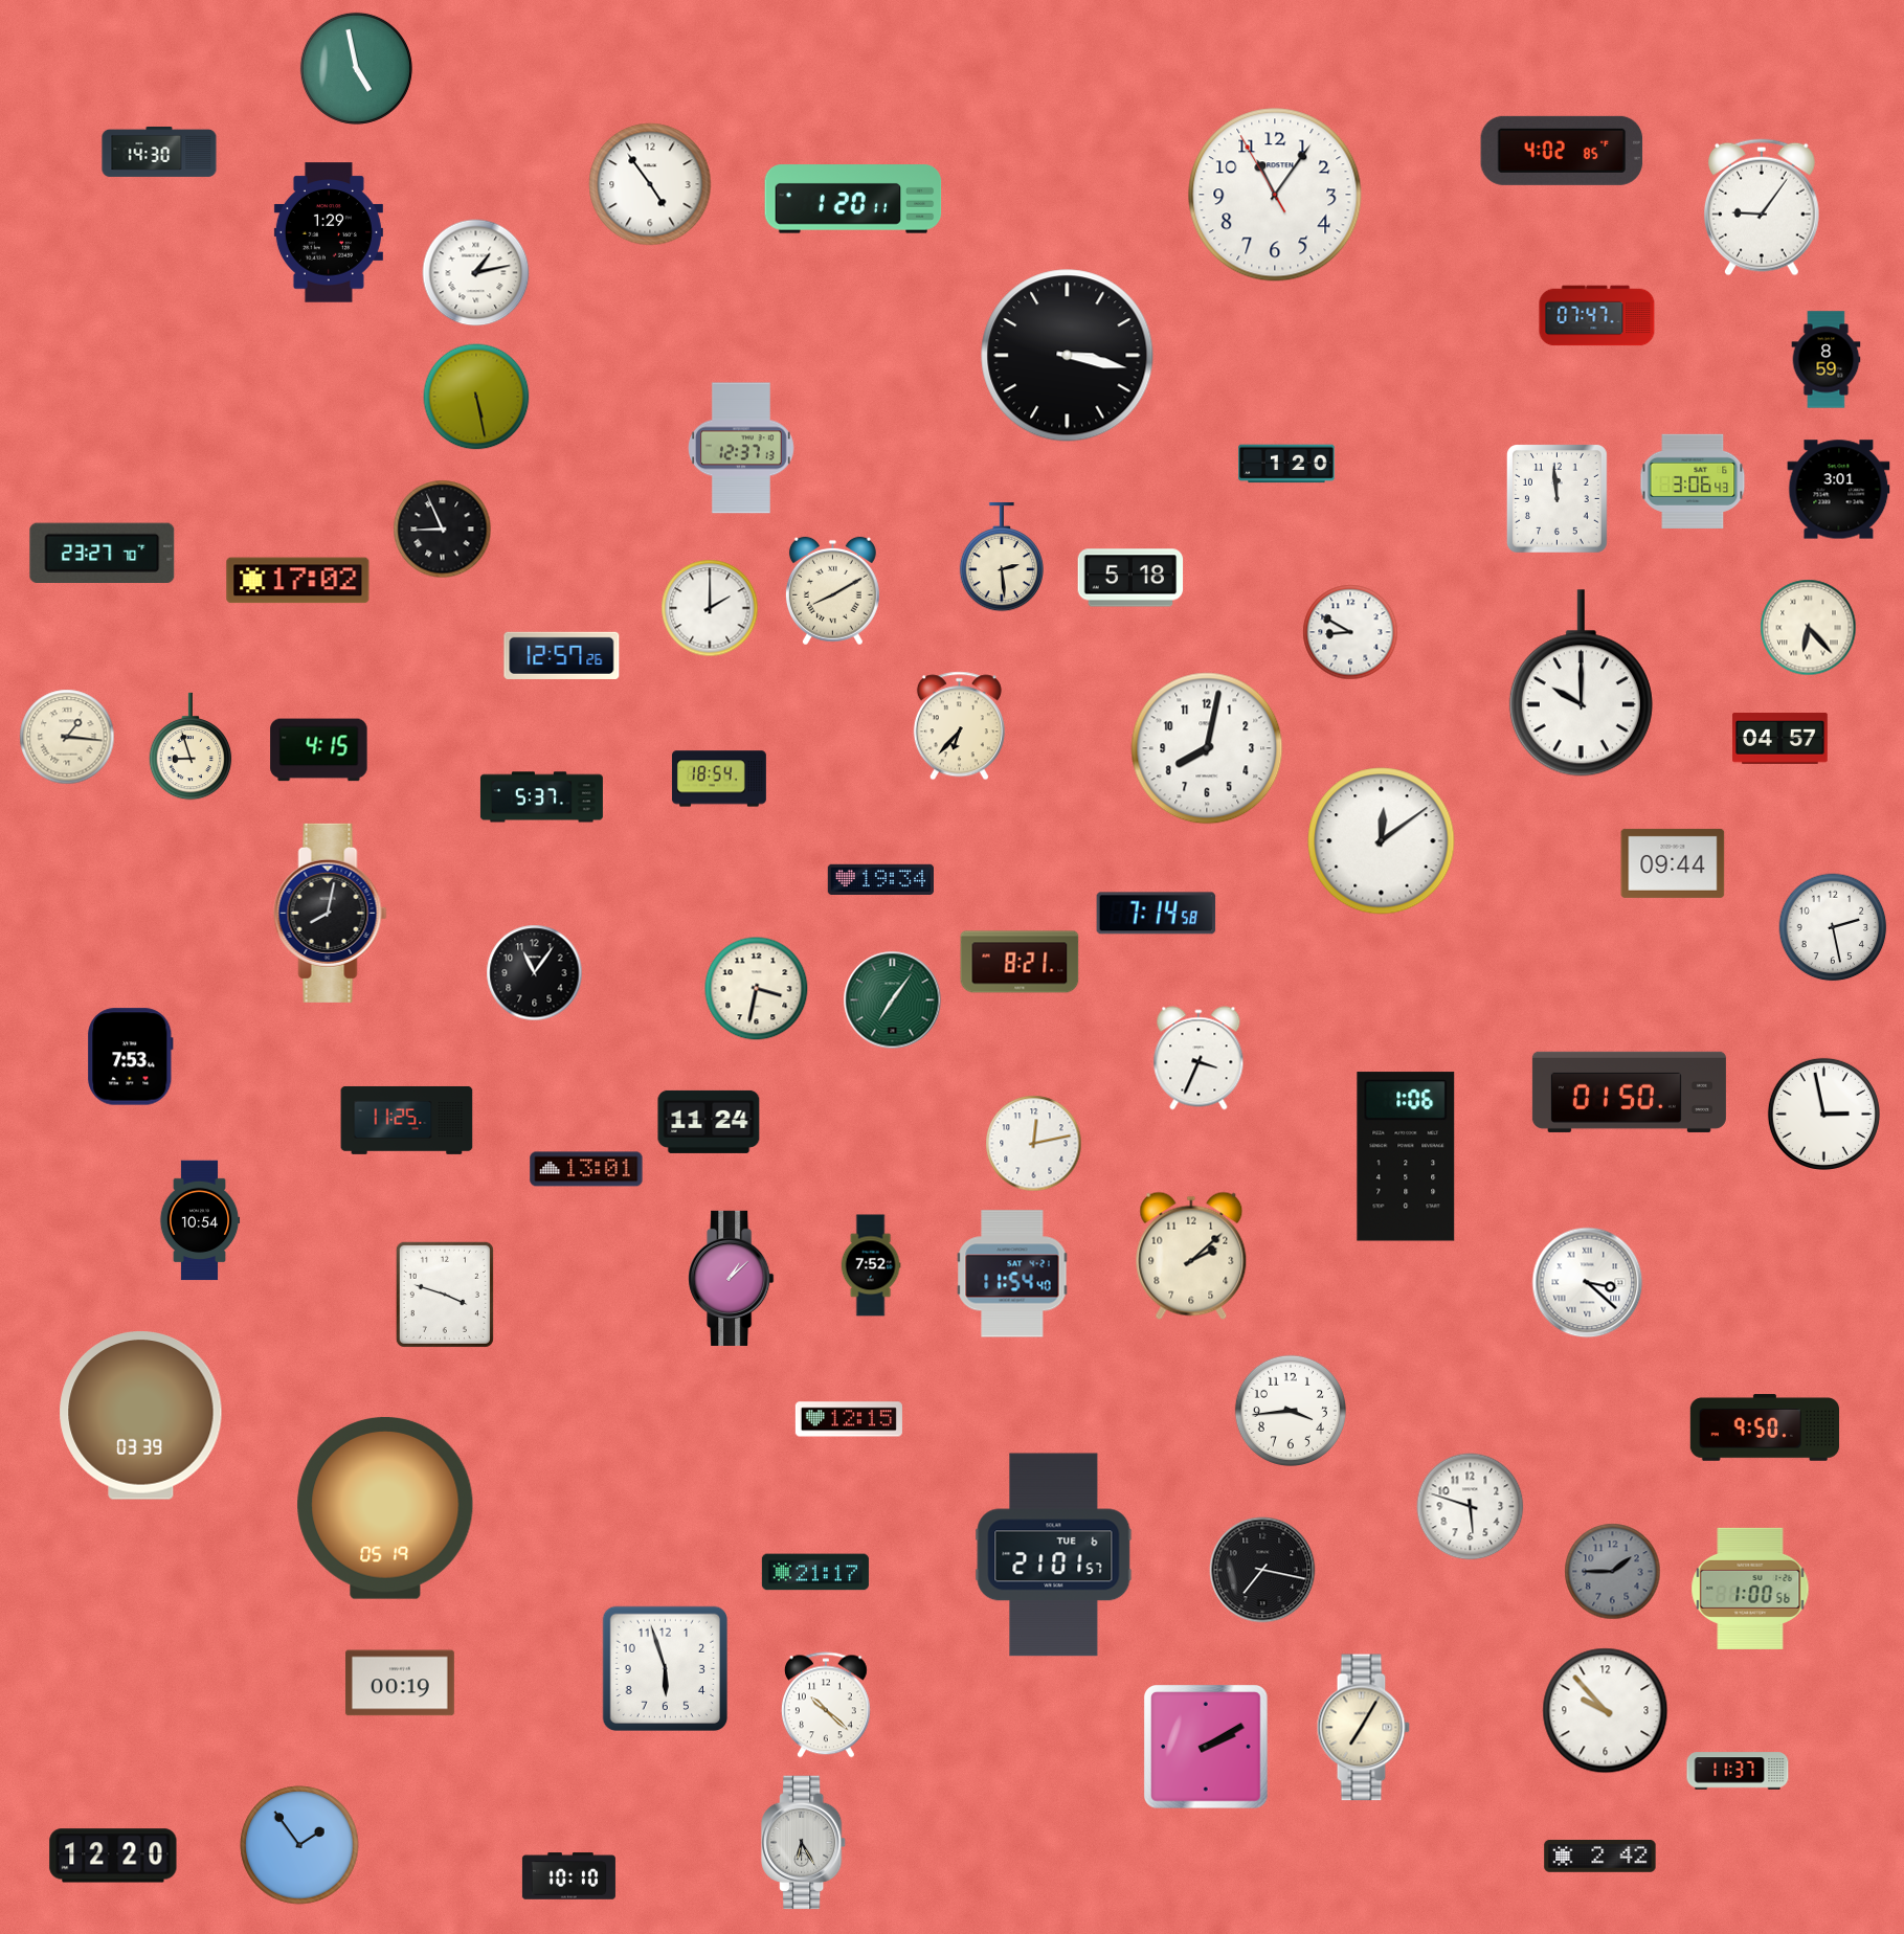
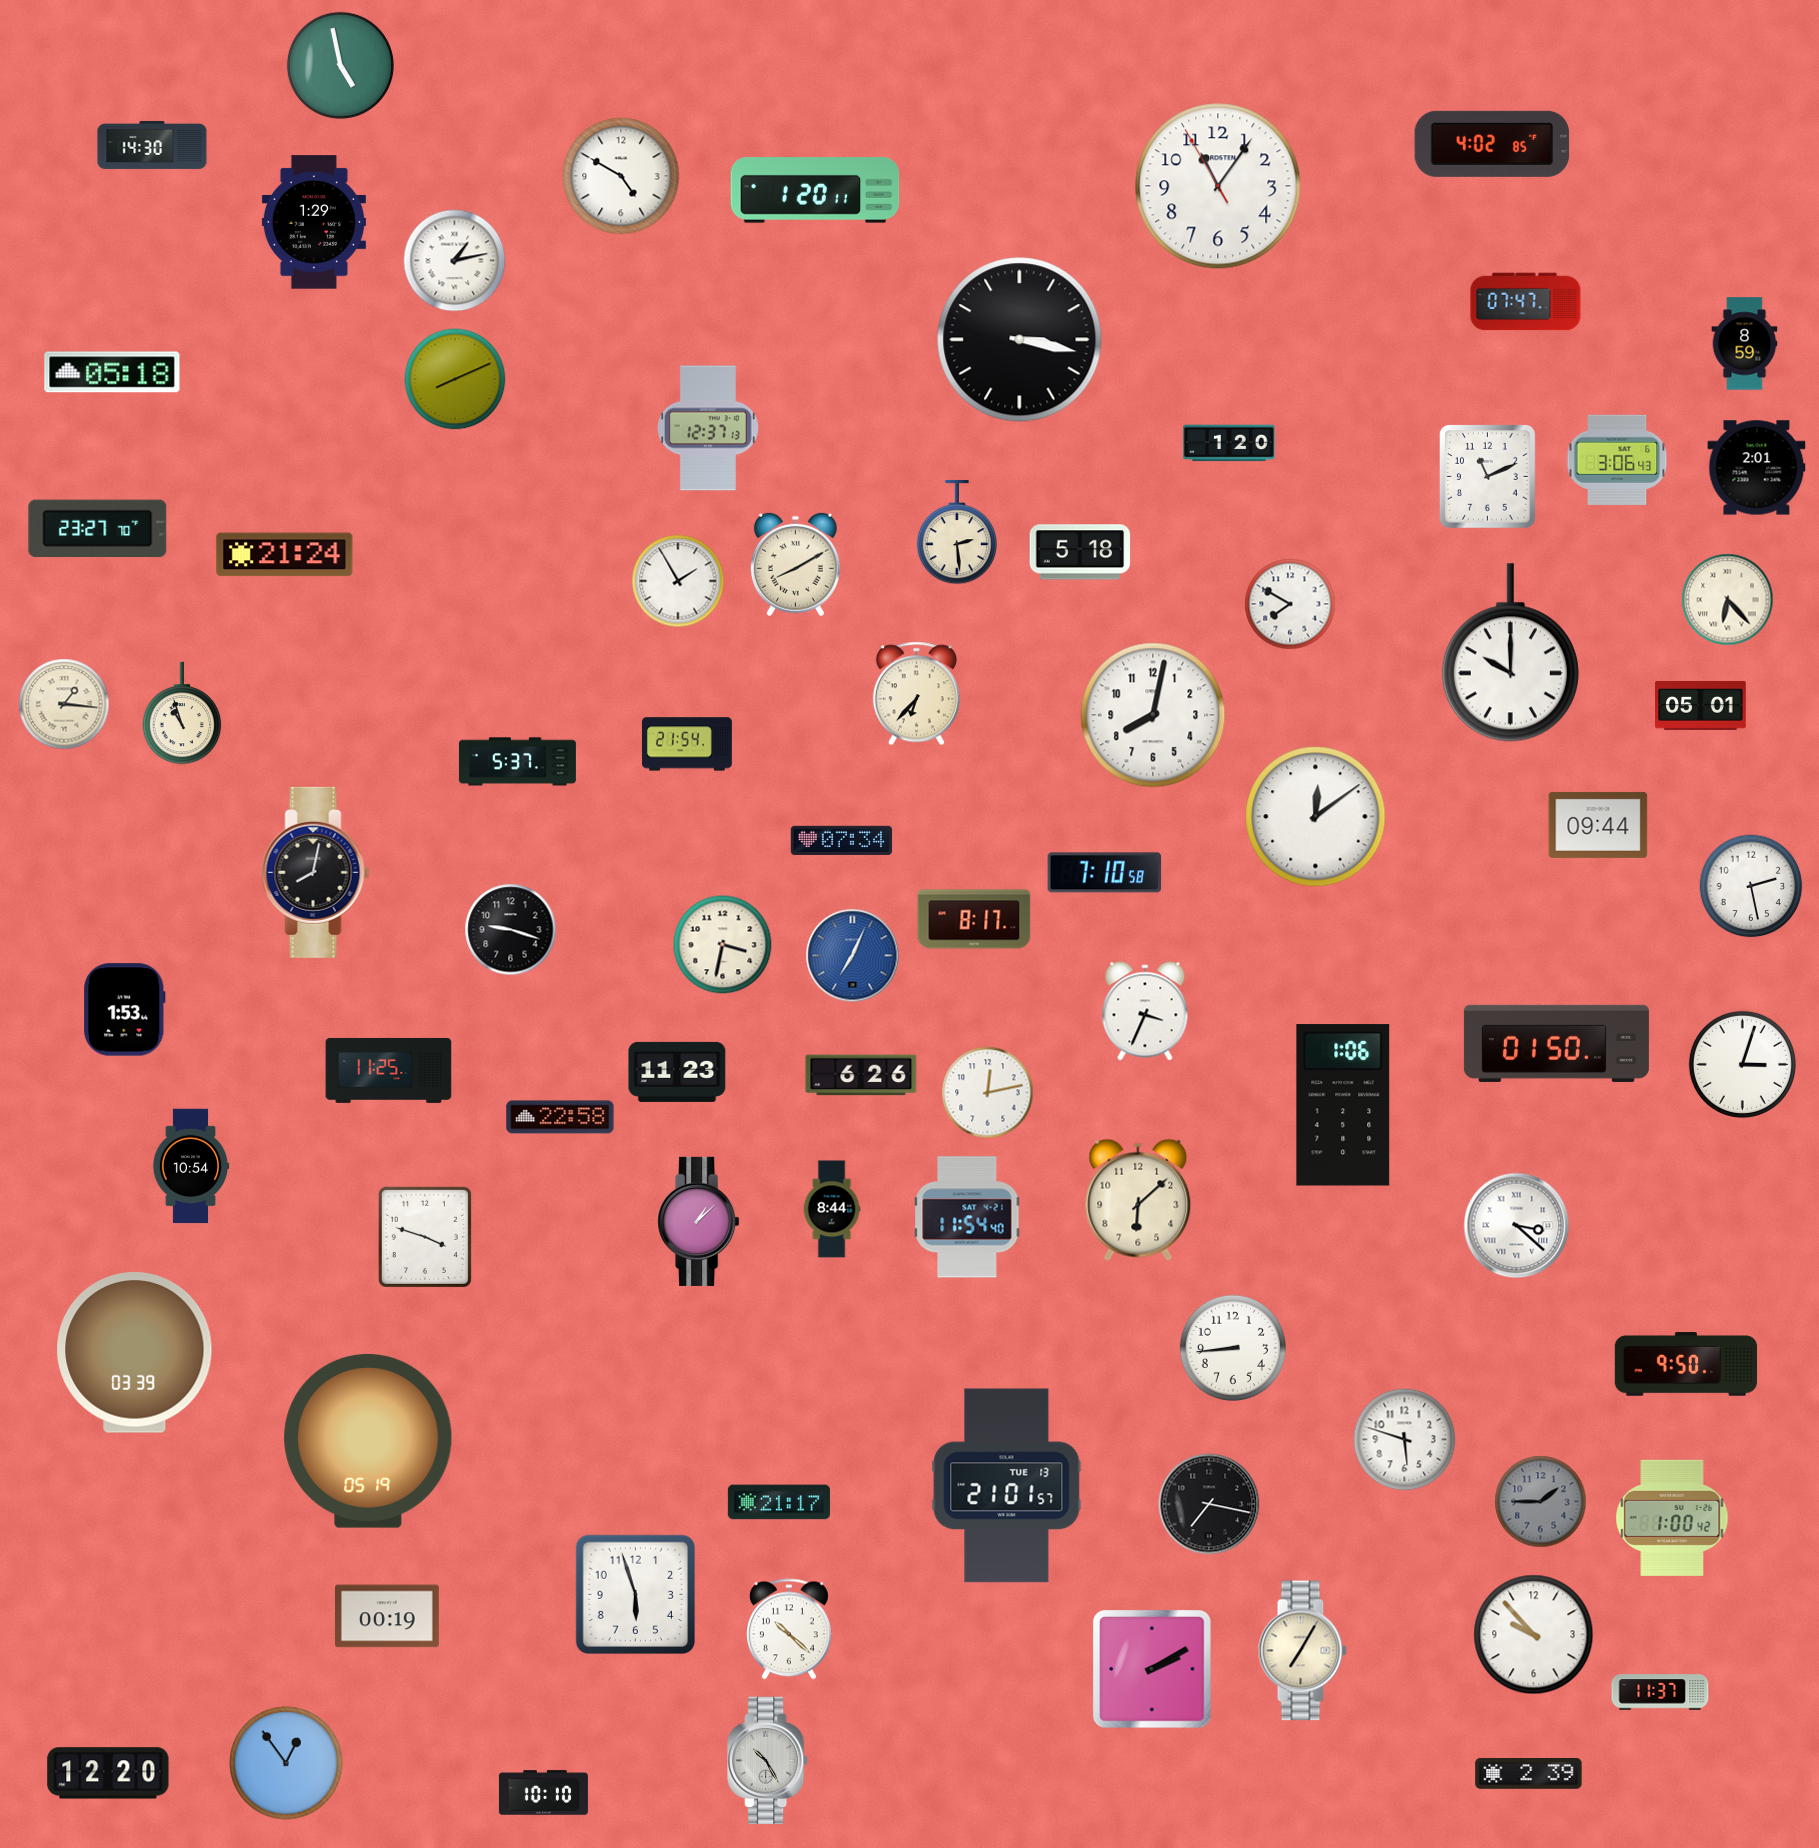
clock at (650, 184): 4:54 -> 4:50
clock at (1762, 207): 9:06 -> none
clock at (112, 372): none -> 05:18
clock at (476, 397): 5:28 -> 8:11
clock at (1839, 490): 3:01 -> 2:01
clock at (1558, 499): 11:59 -> 11:11
clock at (443, 530): 8:56 -> none
clock at (298, 581): 17:02 -> 21:24
clock at (710, 608): 2:00 -> 1:55
clock at (1350, 632): 8:50 -> 7:50
clock at (562, 655): 12:57 -> none
clock at (1780, 738): 04:57 -> 05:01
clock at (191, 746): 8:57 -> 10:57
clock at (319, 750): 4:15 -> none
clock at (719, 779): 18:54 -> 21:54
clock at (1382, 841) position: (1382, 841) -> (1316, 817)
clock at (880, 879): 19:34 -> 07:34
clock at (1157, 914): 7:14 -> 7:10
clock at (1020, 962): 8:21 -> 8:17
clock at (535, 973): 11:06 -> 9:18
clock at (893, 1000): 7:06 -> 7:04
clock at (893, 1000) dial: green -> blue
clock at (131, 1057): 7:53 -> 1:53
clock at (1823, 1114): 2:58 -> 3:03
clock at (709, 1122): 11:24 -> 11:23
clock at (861, 1075): none -> 6:26
clock at (586, 1169): 13:01 -> 22:58
clock at (1191, 1256): 2:08 -> 6:08
clock at (871, 1265): 7:52 -> 8:44
clock at (1291, 1411): 3:44 -> 8:44
clock at (849, 1419): 12:15 -> none
clock at (1054, 1555) date: TUE 6 -> TUE 13
clock at (1262, 1570) position: (1262, 1570) -> (1209, 1504)
clock at (1750, 1589): 1:00:56 -> 1:00:42
clock at (400, 1683) position: (400, 1683) -> (387, 1616)
clock at (805, 1843): 6:25 -> 10:25
clock at (299, 1845): 1:54 -> 12:54
clock at (1600, 1857): 2:42 -> 2:39
